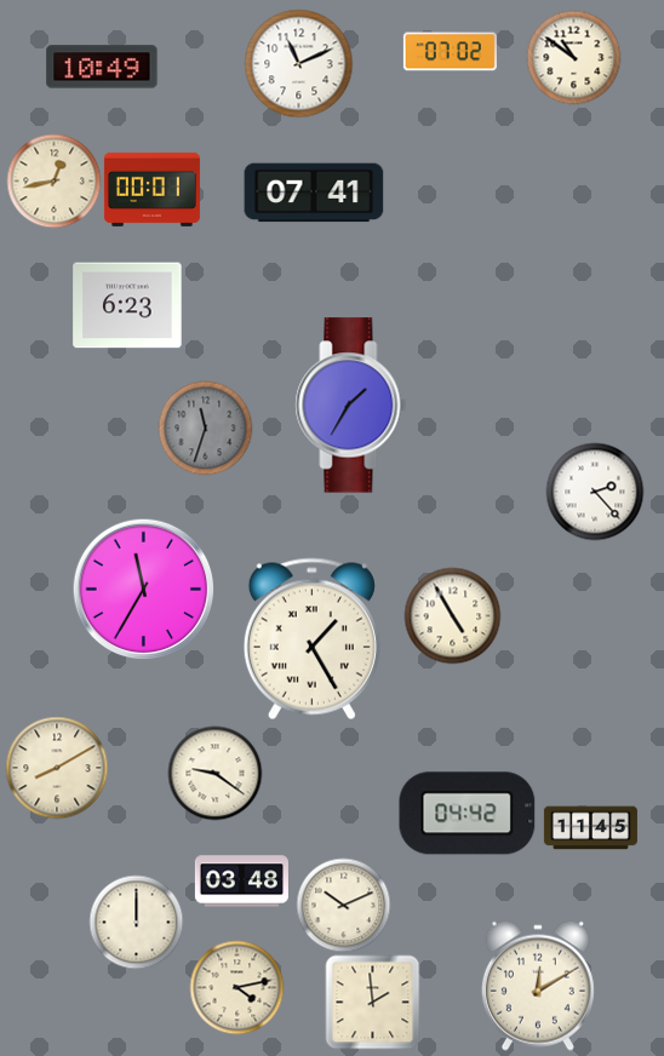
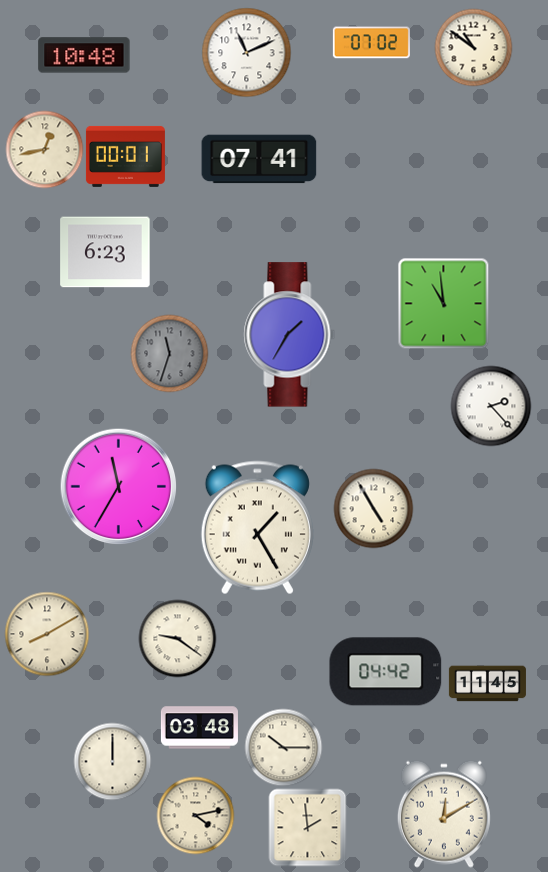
clock at (102, 67): 10:49 -> 10:48
clock at (443, 303): none -> 10:59
clock at (343, 905): 10:11 -> 10:15
